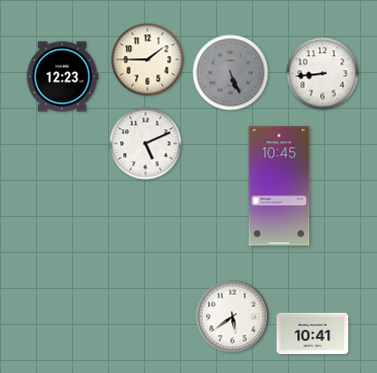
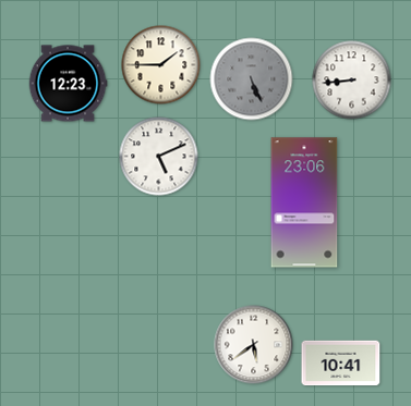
clock at (279, 186): 10:45 -> 23:06
